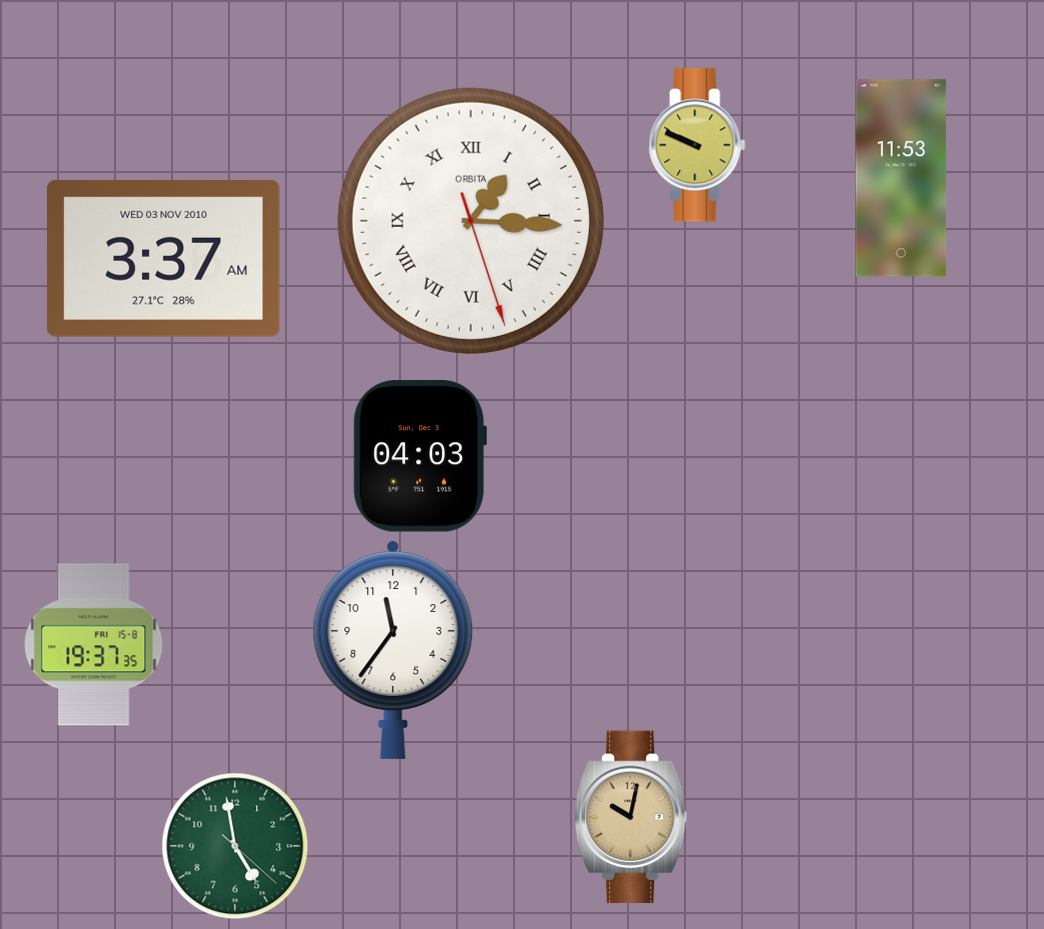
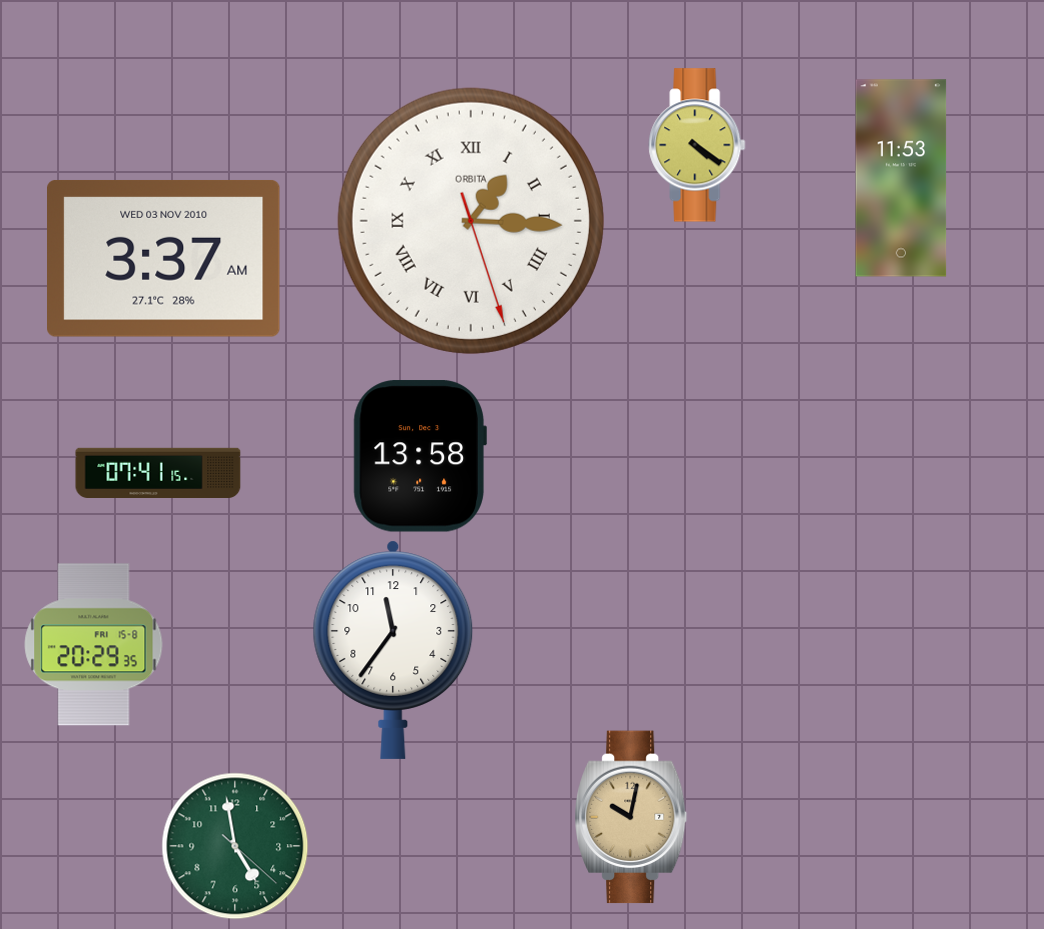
clock at (697, 145): 9:49 -> 4:21
clock at (420, 456): 04:03 -> 13:58
clock at (158, 472): none -> 07:41
clock at (94, 645): 19:37 -> 20:29
